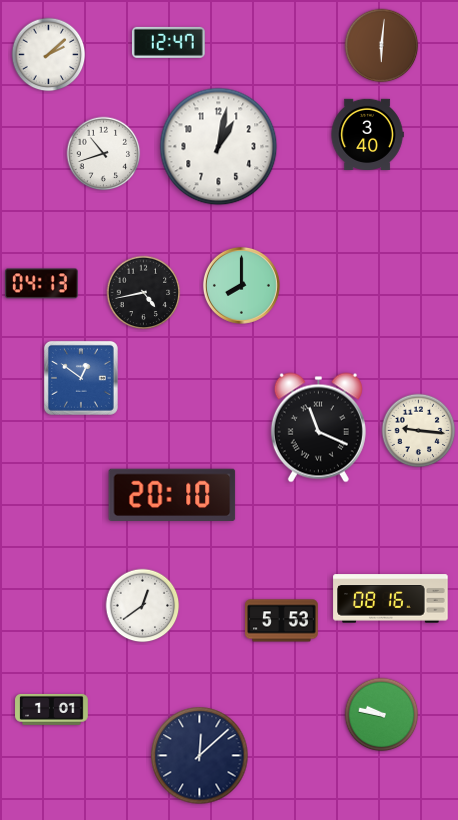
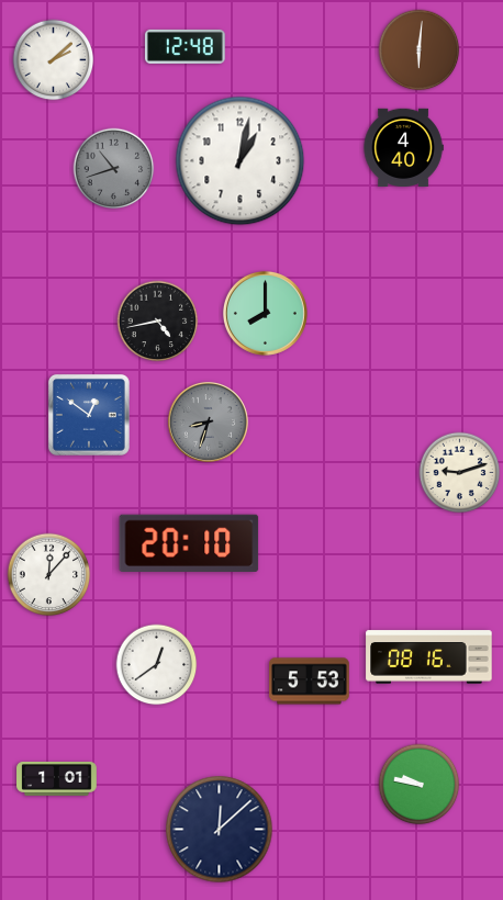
clock at (169, 42): 12:47 -> 12:48
clock at (367, 134): 3:40 -> 4:40
clock at (104, 154) dial: white -> grey
clock at (42, 284): 04:13 -> none
clock at (208, 421): none -> 8:33
clock at (318, 428): 11:19 -> none
clock at (419, 431): 9:16 -> 9:12
clock at (49, 575): none -> 12:07
